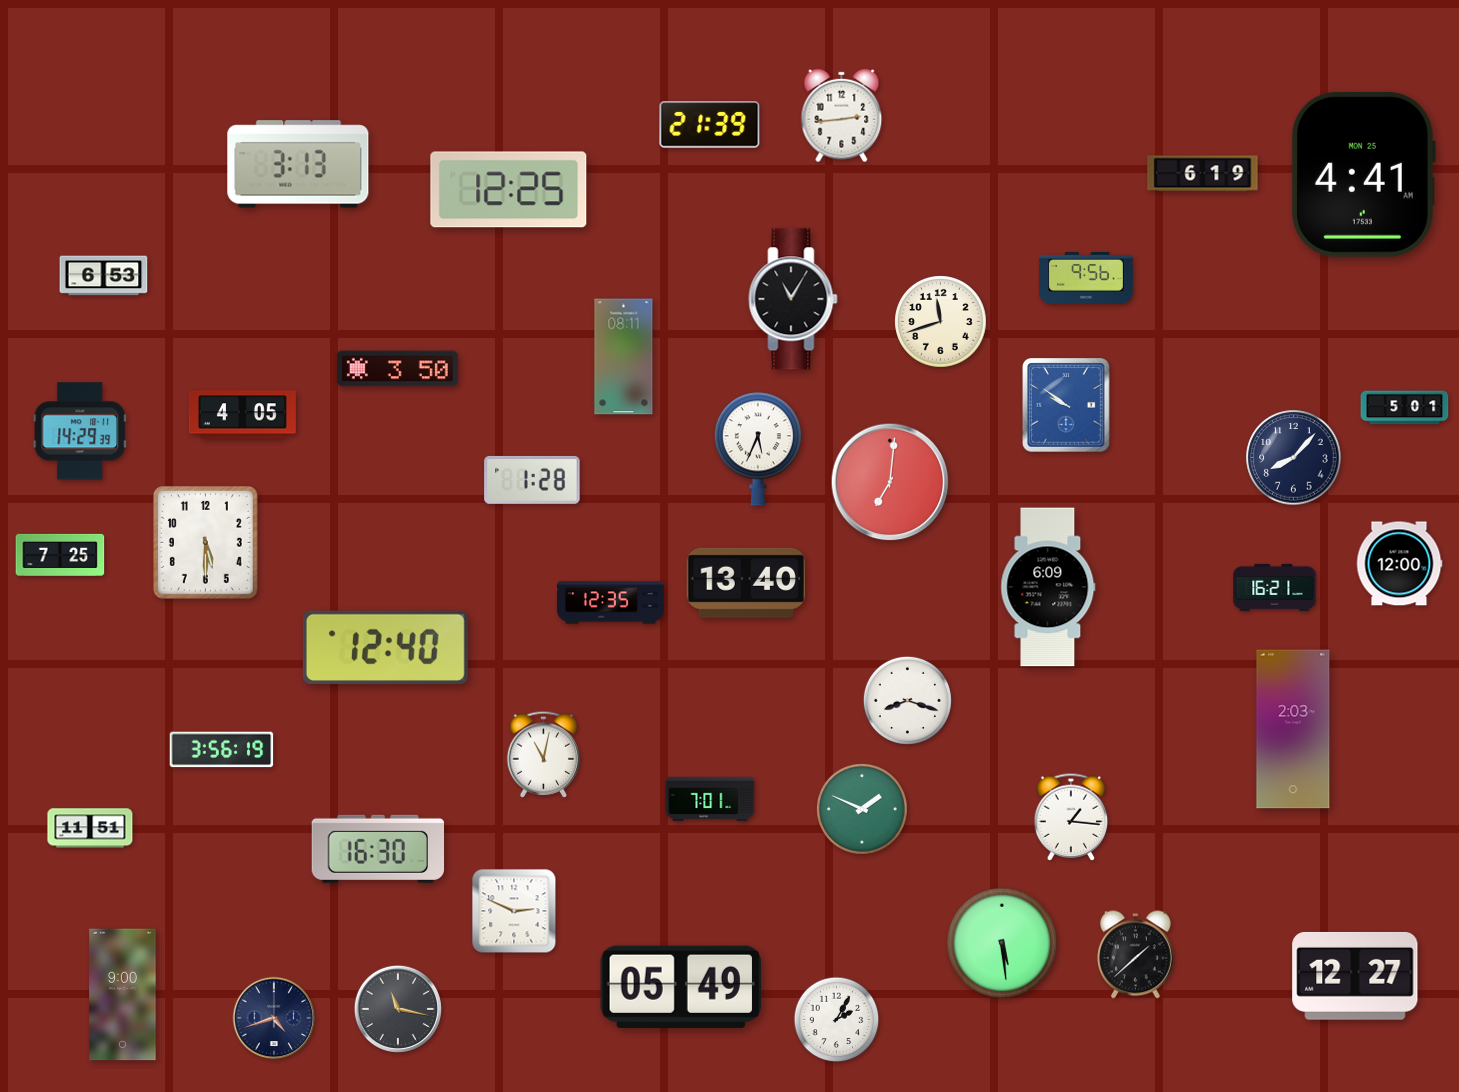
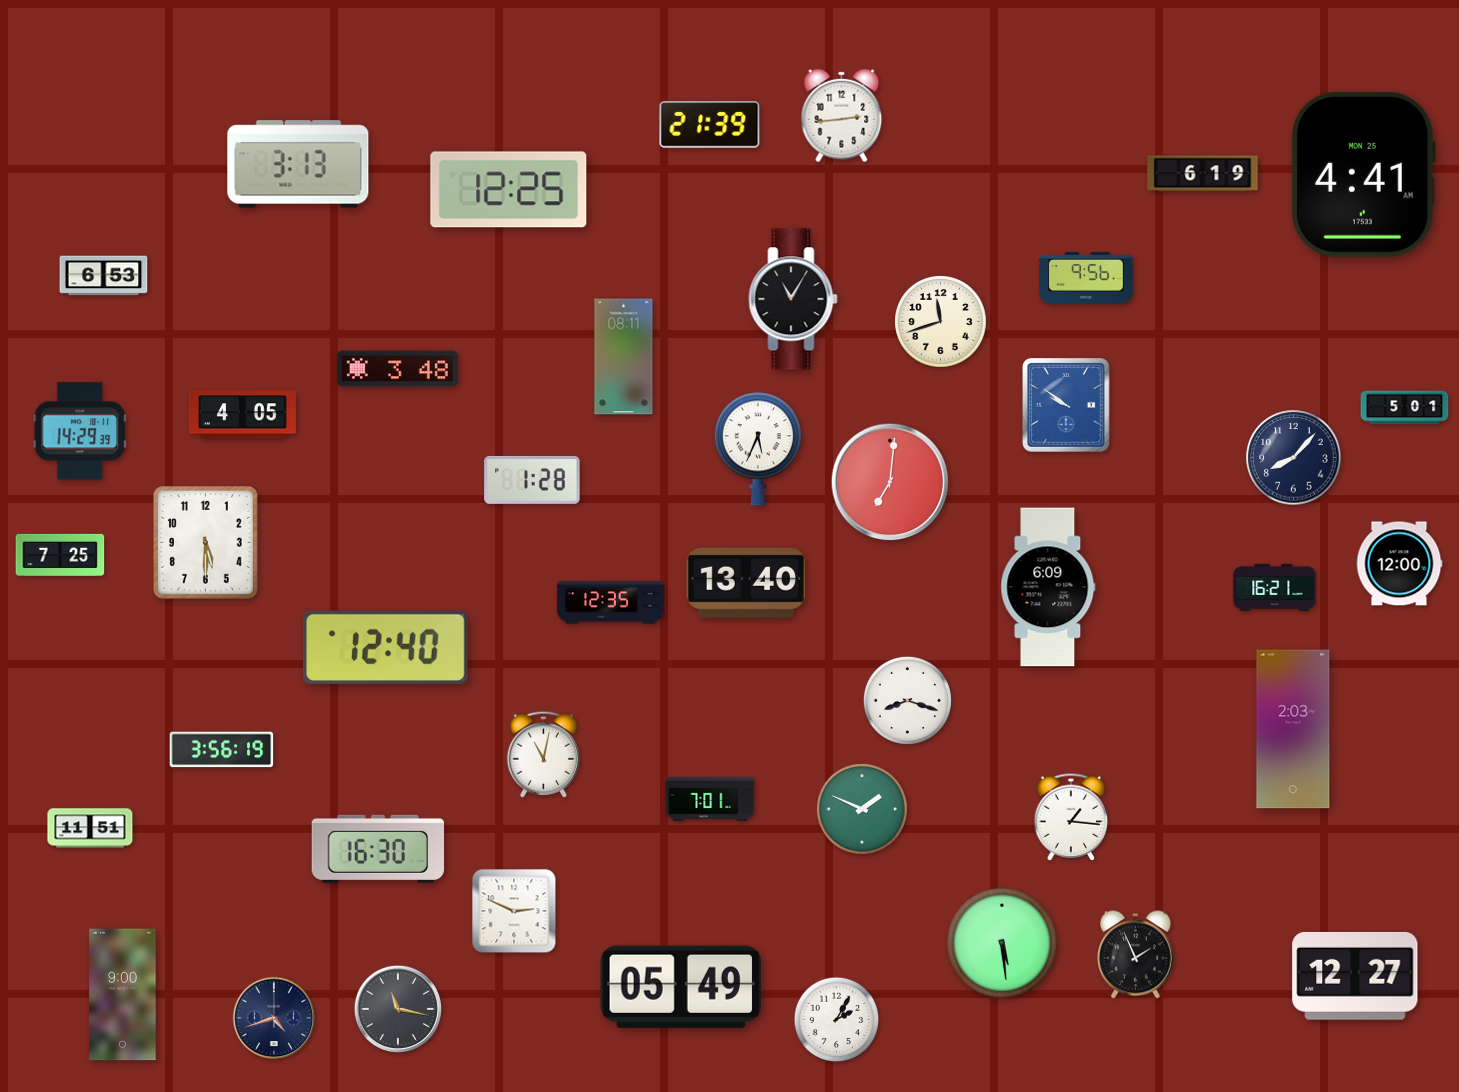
clock at (397, 369): 3:50 -> 3:48
clock at (1135, 955): 1:38 -> 1:56
